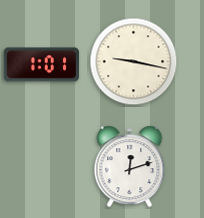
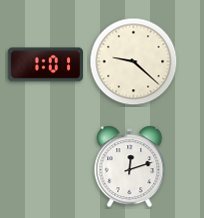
clock at (134, 62): 9:17 -> 9:22
clock at (41, 65) position: (41, 65) -> (45, 65)
